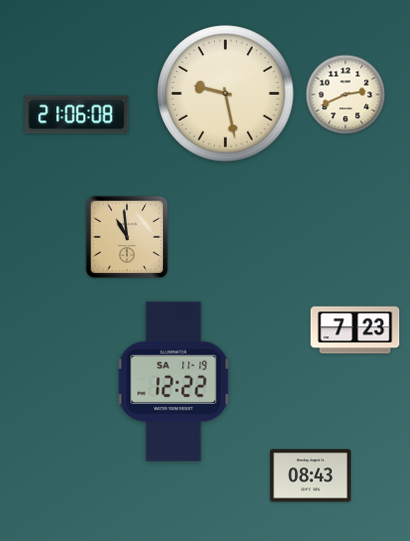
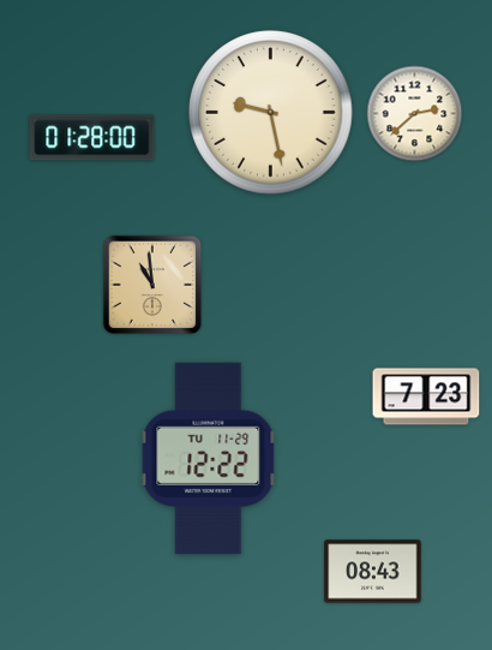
clock at (346, 95): 2:41 -> 2:38
clock at (77, 115): 21:06 -> 01:28
clock at (174, 382) date: SA 11-19 -> TU 11-29
